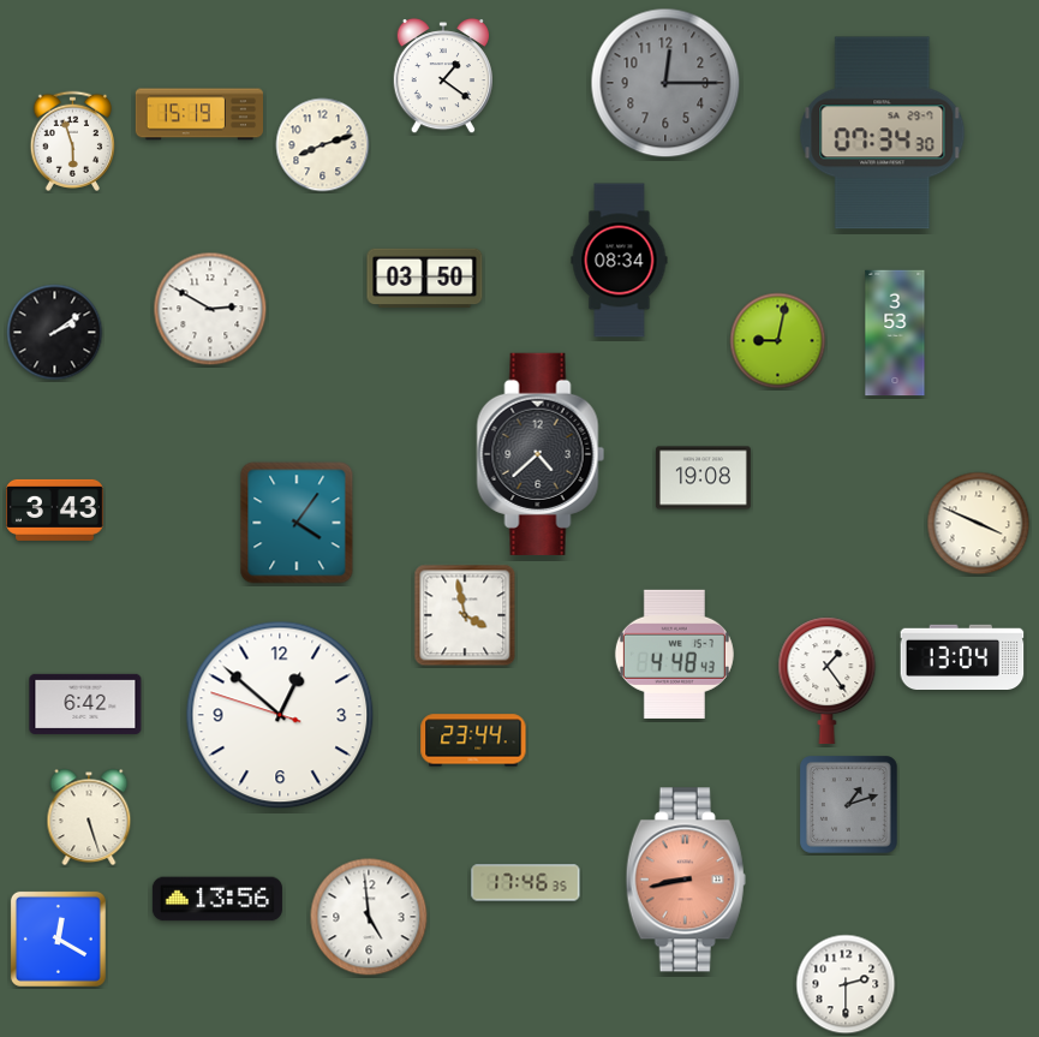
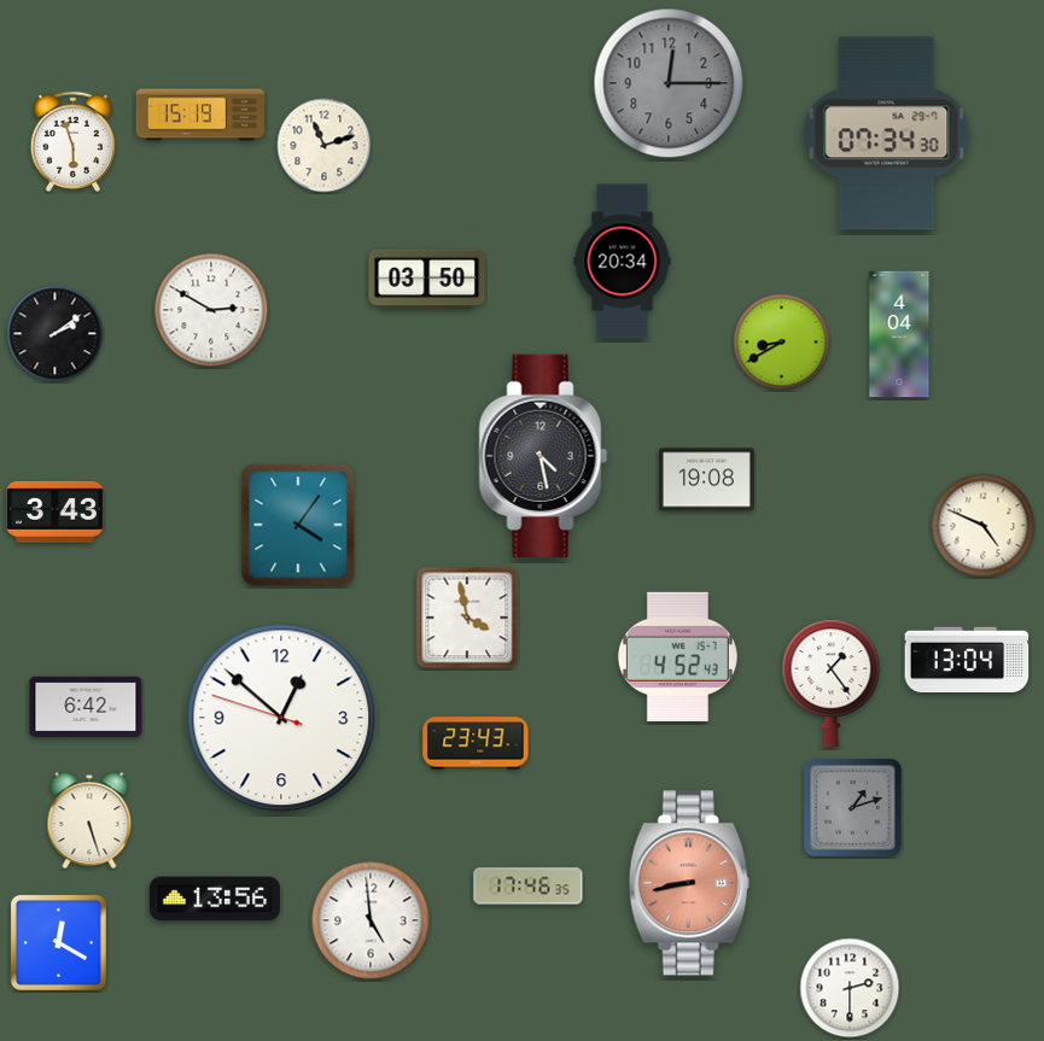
clock at (443, 77): 1:21 -> none
clock at (323, 145): 8:12 -> 11:12
clock at (620, 261): 08:34 -> 20:34
clock at (895, 333): 3:53 -> 4:04
clock at (778, 341): 9:02 -> 8:40
clock at (541, 454): 4:38 -> 4:28
clock at (979, 524): 3:49 -> 4:49
clock at (674, 654): 4:48 -> 4:52
clock at (473, 740): 23:44 -> 23:43
clock at (217, 899) position: (217, 899) -> (215, 899)
